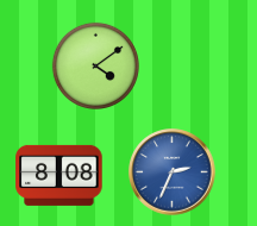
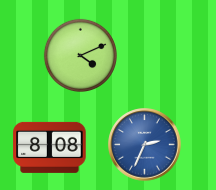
clock at (95, 65): 4:09 -> 4:11
